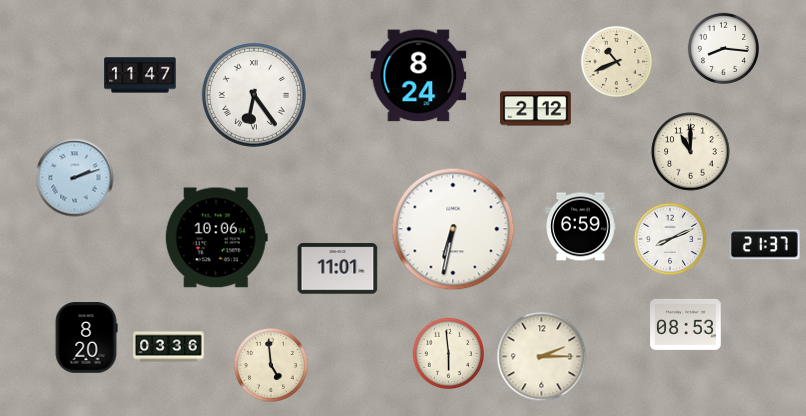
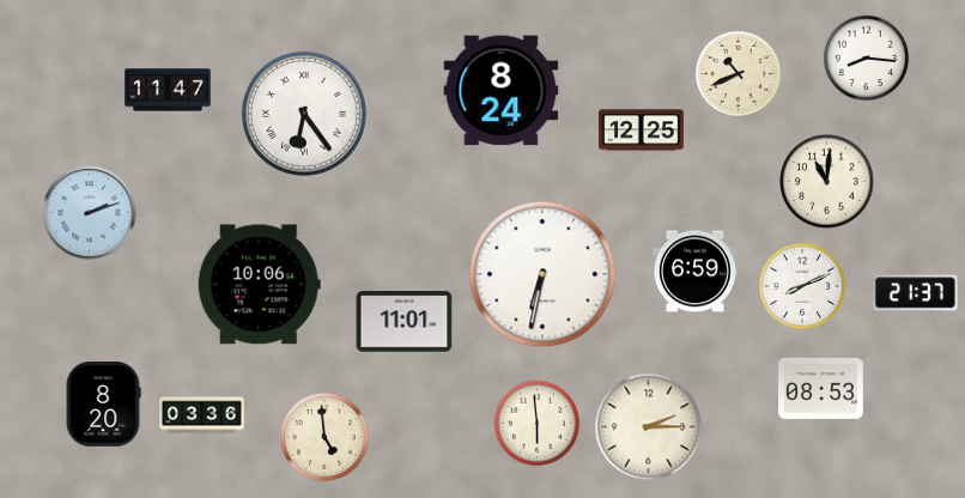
clock at (536, 109): 2:12 -> 12:25
clock at (691, 152): 11:00 -> 11:01
